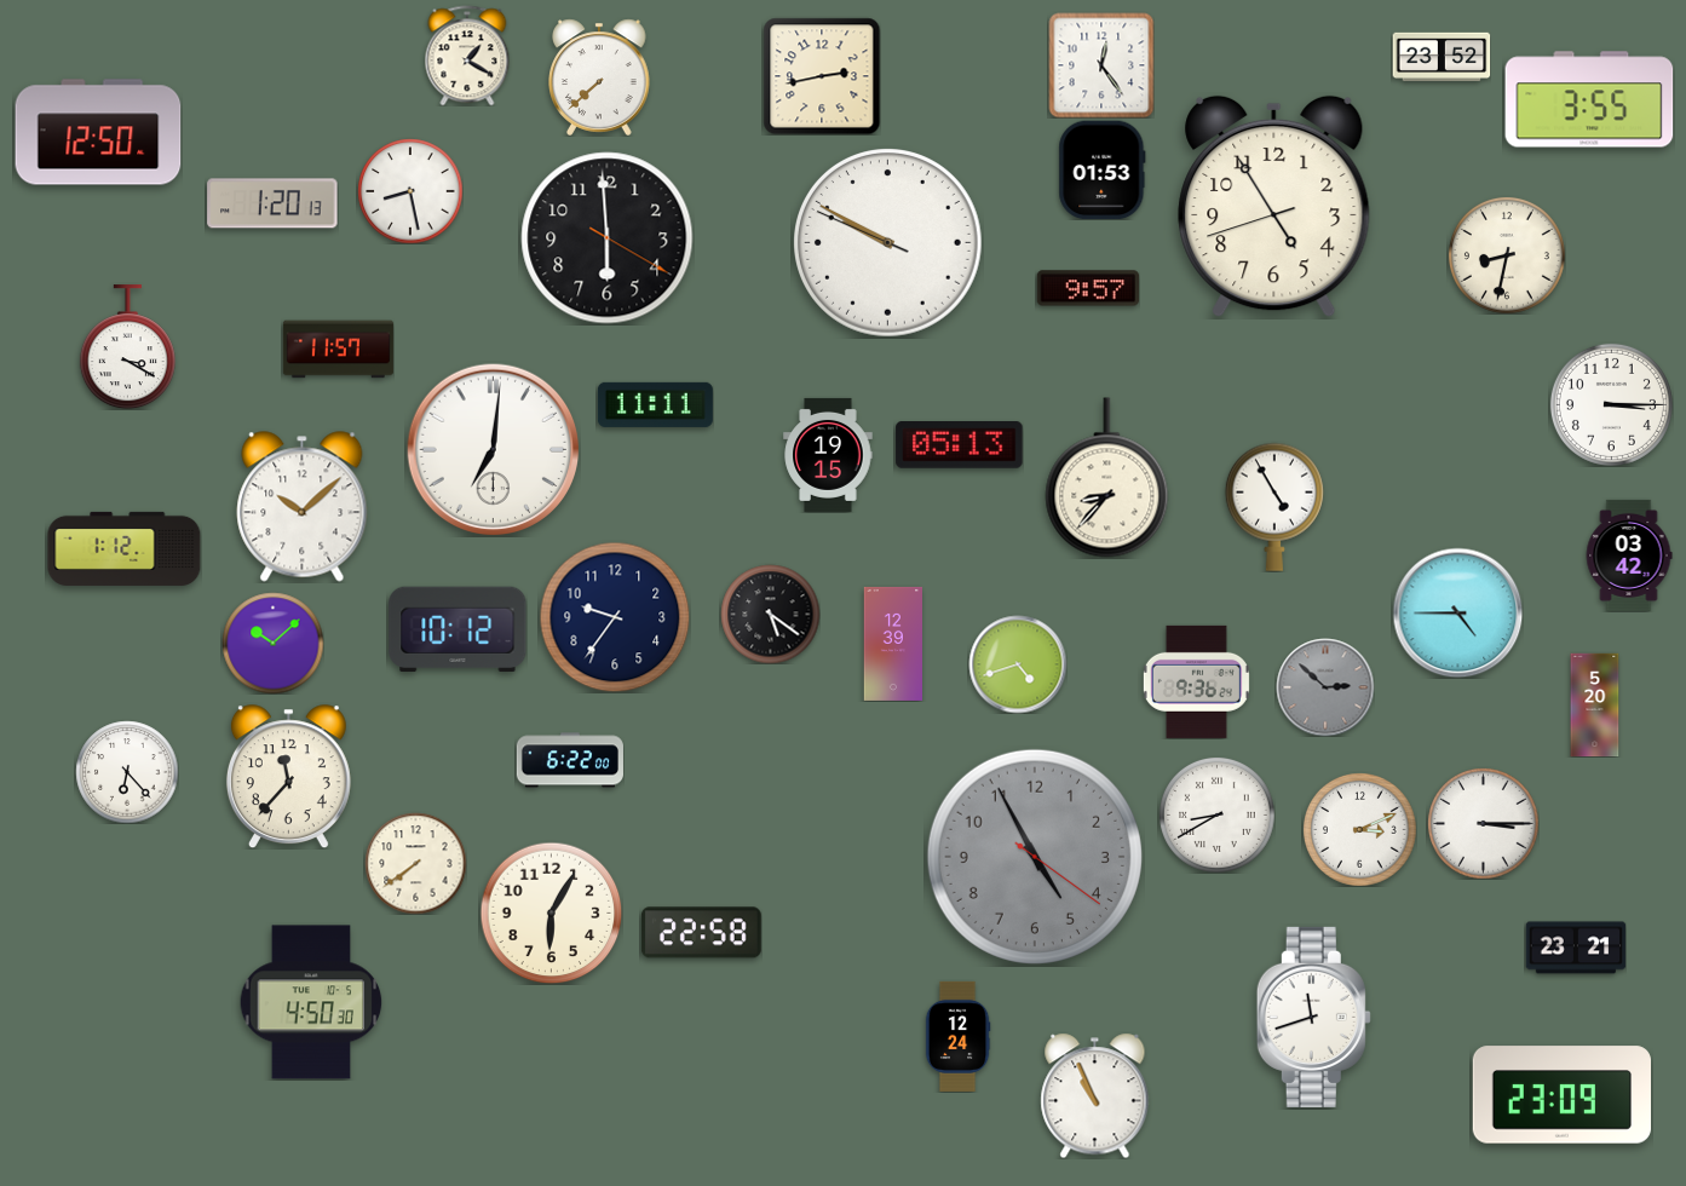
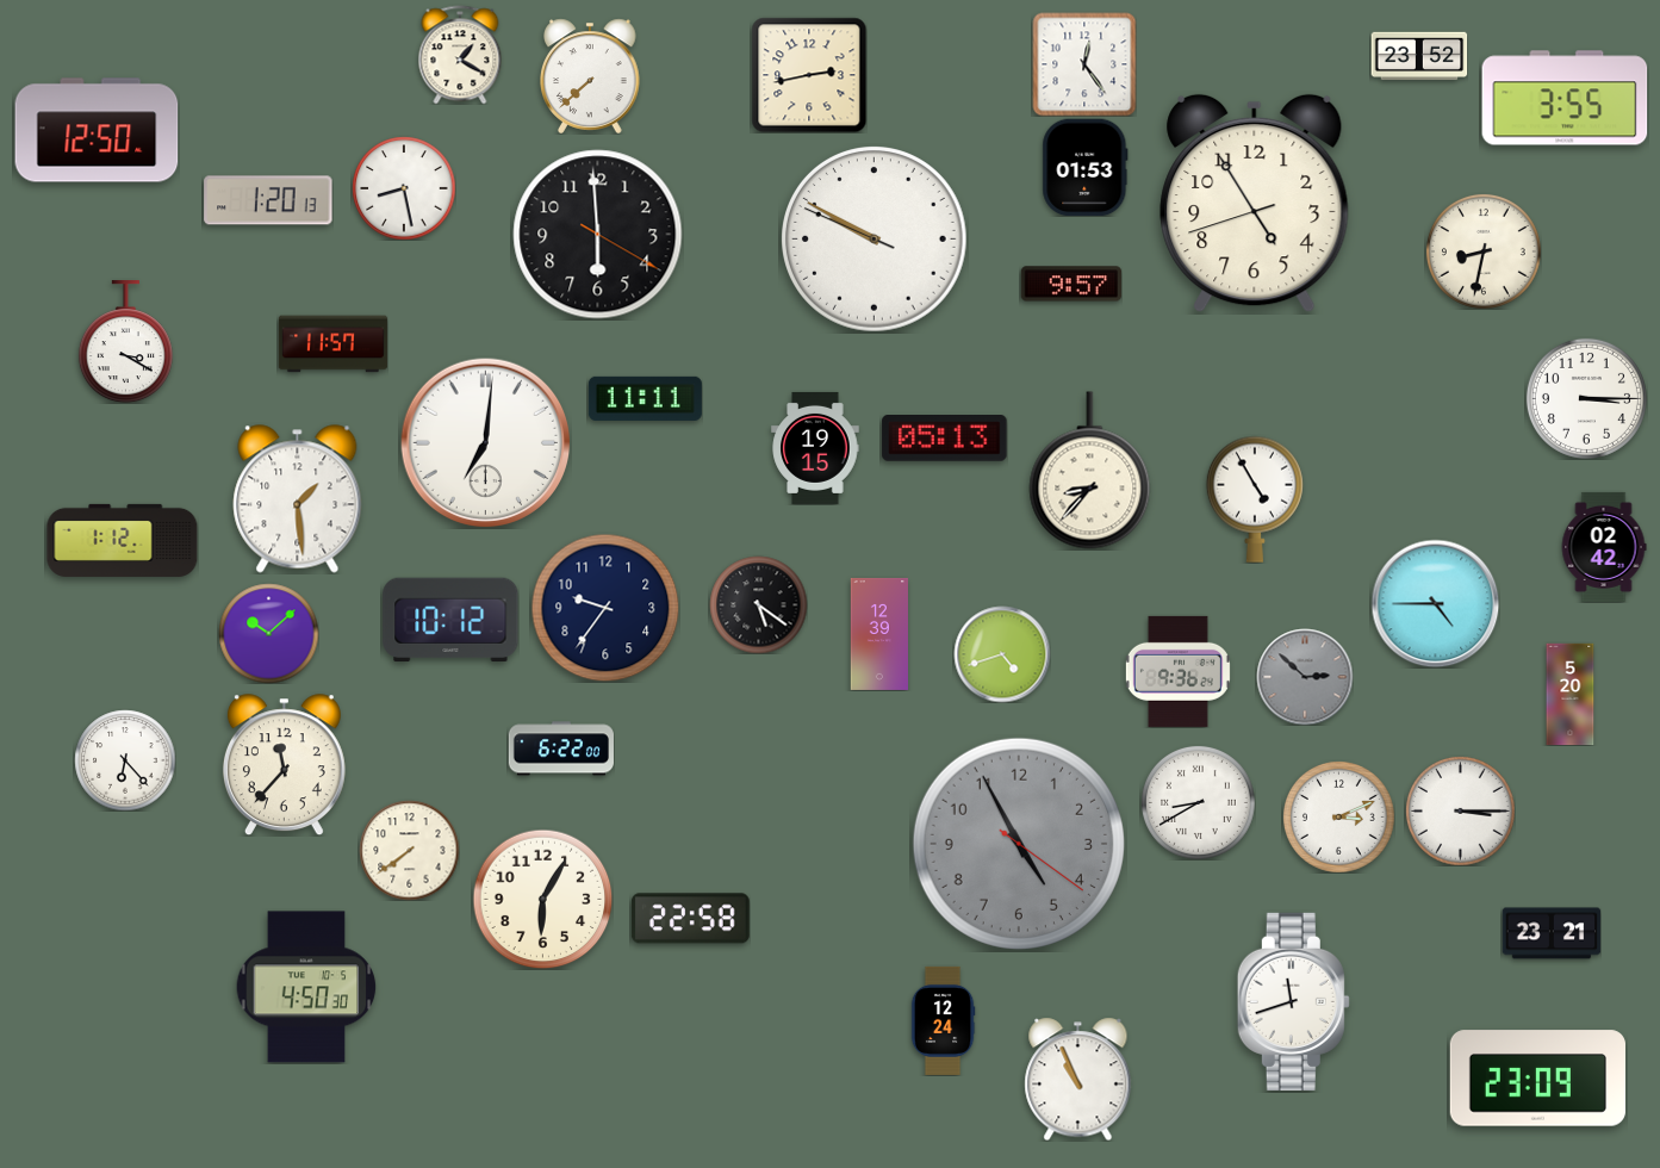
clock at (303, 507): 10:08 -> 1:29
clock at (1629, 555): 03:42 -> 02:42
